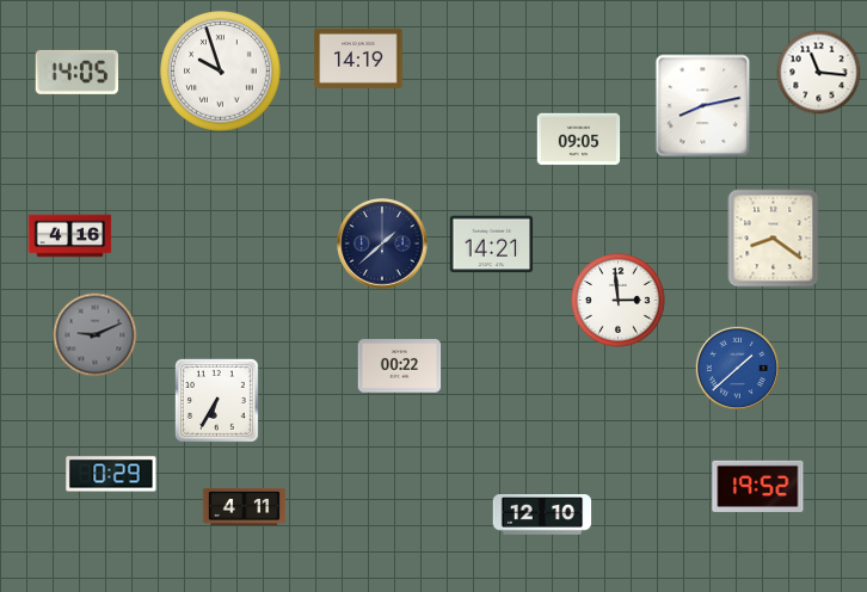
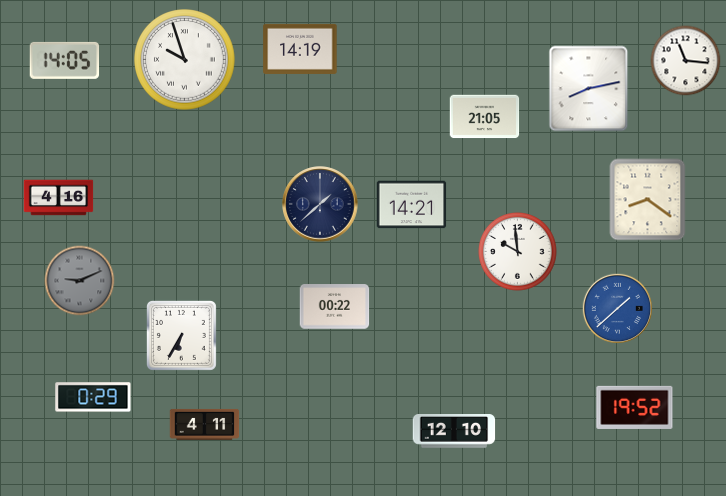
clock at (579, 140): 09:05 -> 21:05
clock at (619, 301): 2:59 -> 9:59
